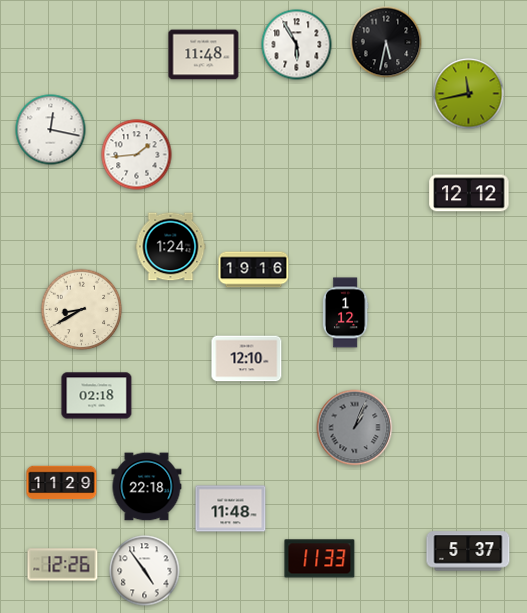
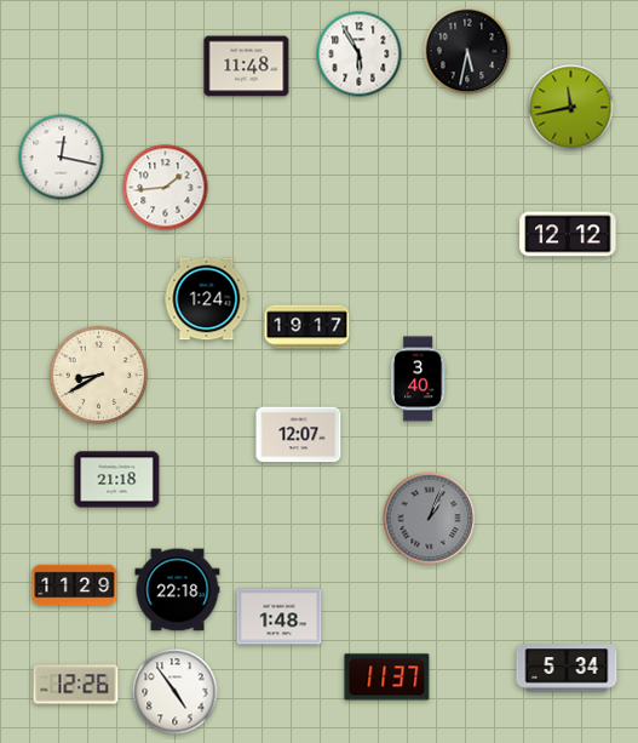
clock at (469, 94) position: (469, 94) -> (571, 108)
clock at (254, 270): 19:16 -> 19:17
clock at (345, 313): 1:12 -> 3:40
clock at (247, 359): 12:10 -> 12:07
clock at (97, 396): 02:18 -> 21:18
clock at (231, 509): 11:48 -> 1:48
clock at (468, 551): 5:37 -> 5:34
clock at (320, 559): 11:33 -> 11:37
